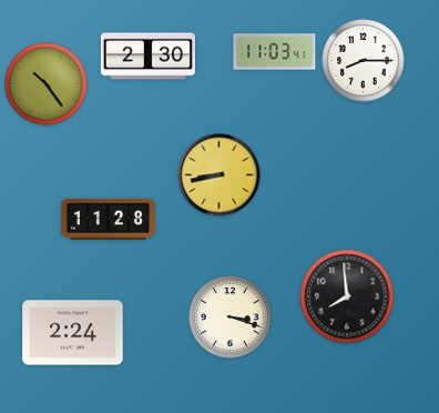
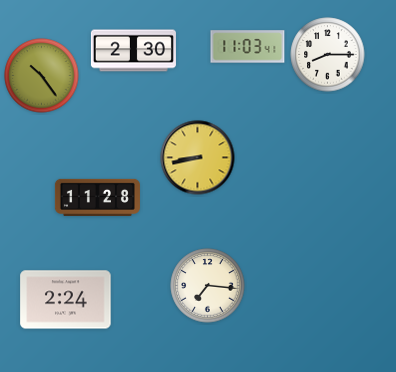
clock at (347, 296): 7:59 -> none
clock at (231, 318): 3:18 -> 7:16
